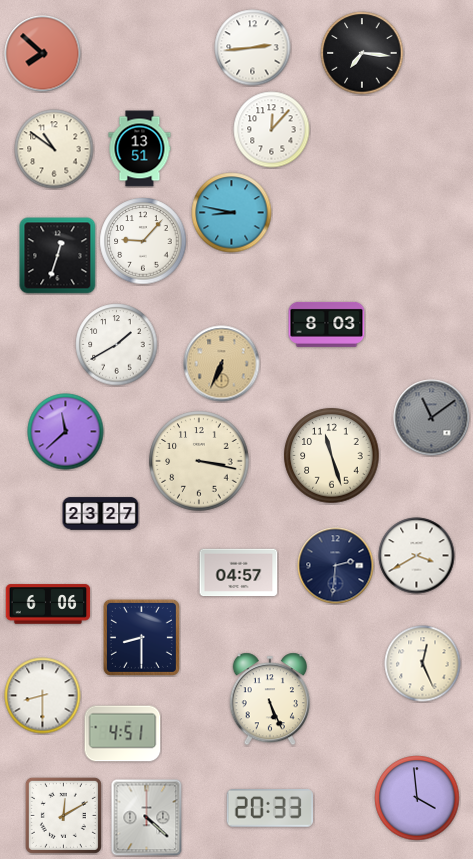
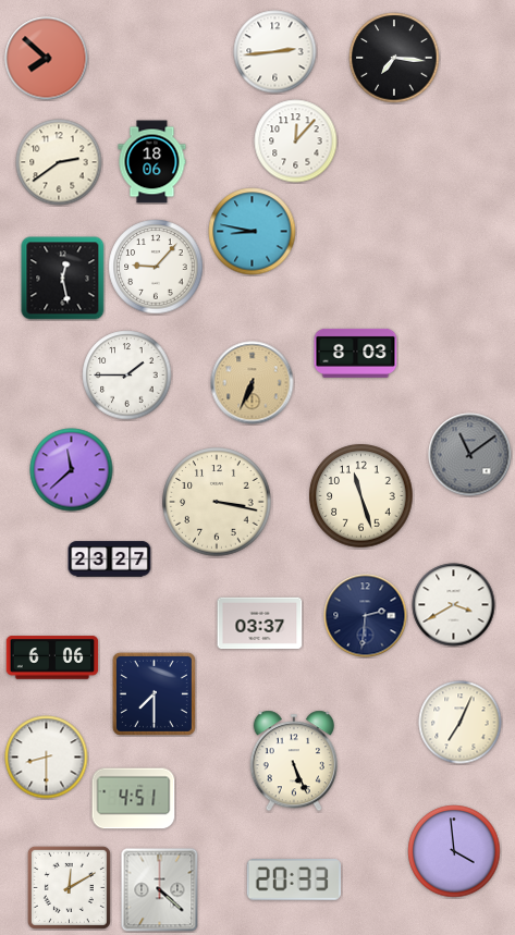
clock at (54, 149): 10:51 -> 2:39
clock at (140, 149): 13:51 -> 18:06
clock at (143, 241) position: (143, 241) -> (156, 267)
clock at (58, 256): 12:33 -> 12:28
clock at (117, 345): 1:40 -> 1:45
clock at (222, 364) position: (222, 364) -> (253, 383)
clock at (239, 573): 04:57 -> 03:37
clock at (141, 637): 8:30 -> 7:30
clock at (423, 664): 12:26 -> 7:04
clock at (417, 798) position: (417, 798) -> (454, 851)
